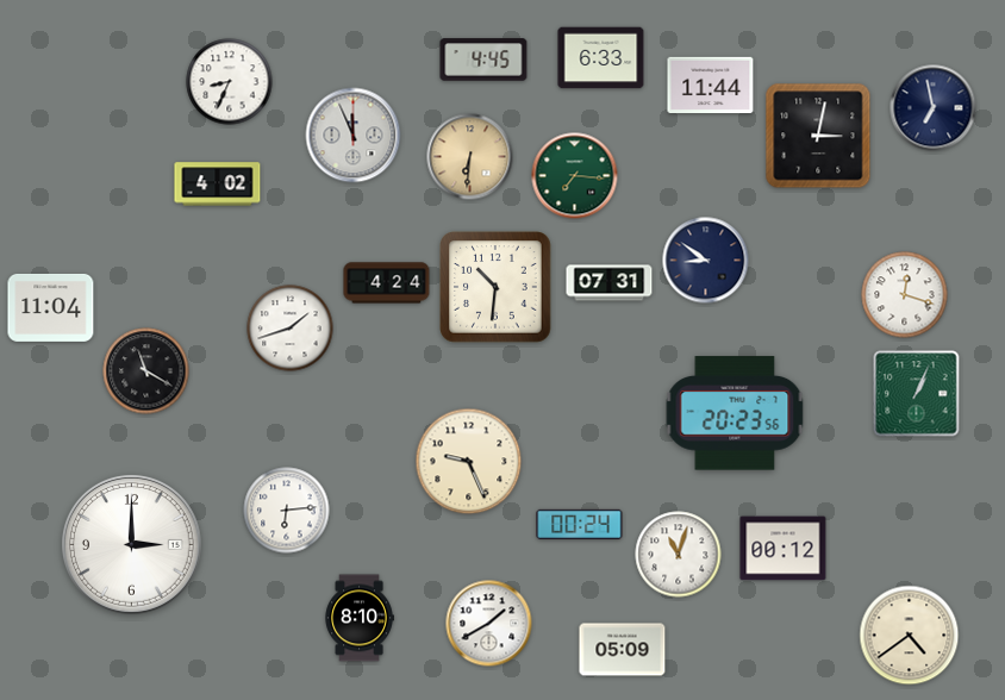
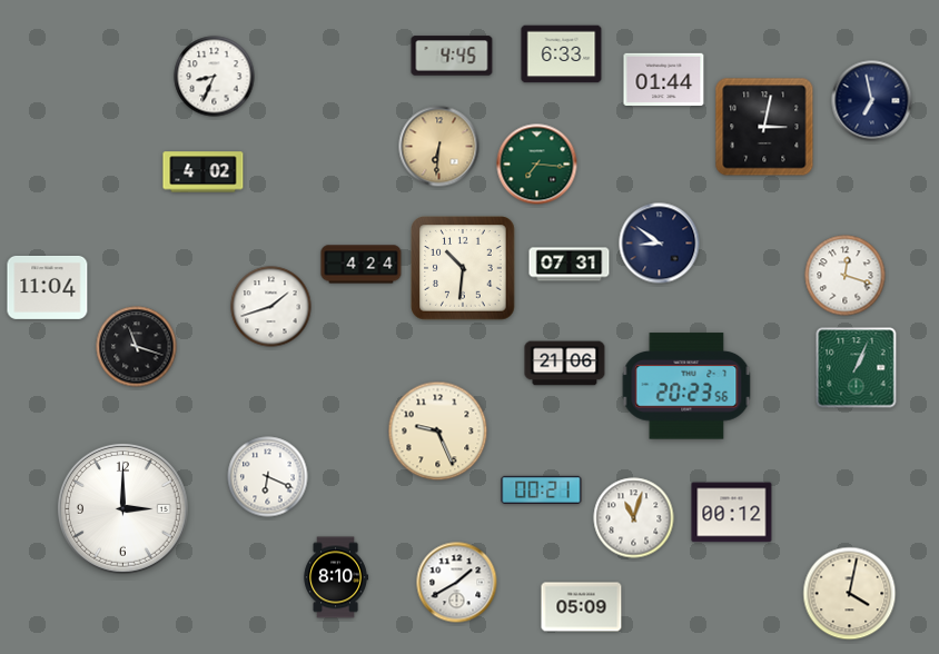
clock at (711, 85): 11:44 -> 01:44
clock at (354, 136): 11:56 -> none
clock at (146, 371): 11:20 -> 11:18
clock at (565, 364): none -> 21:06
clock at (287, 511): 6:14 -> 6:19
clock at (580, 524): 00:24 -> 00:21
clock at (910, 636): 4:39 -> 4:02
